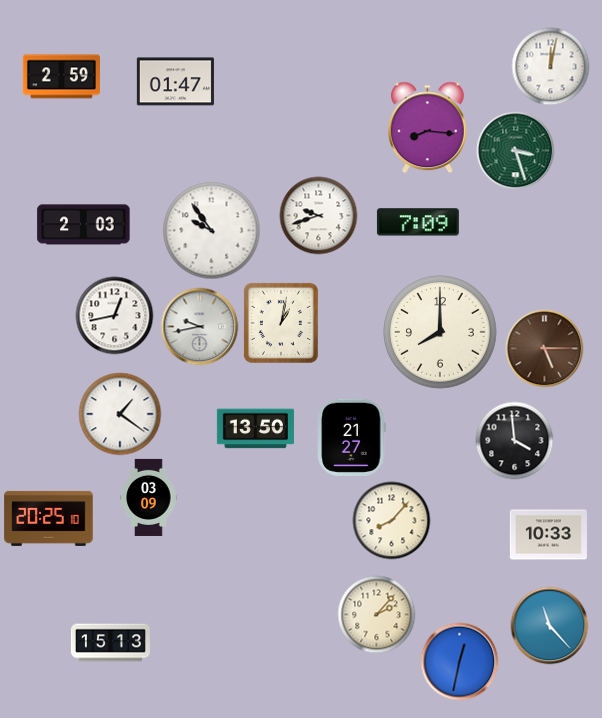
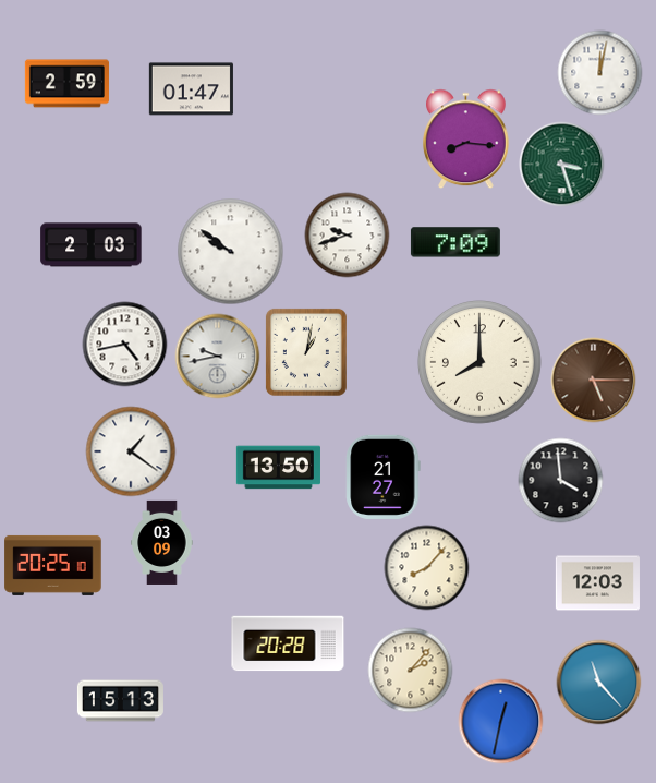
clock at (211, 230): 9:54 -> 9:51
clock at (114, 315): 12:43 -> 4:43
clock at (548, 535): 10:33 -> 12:03
clock at (288, 643): none -> 20:28
